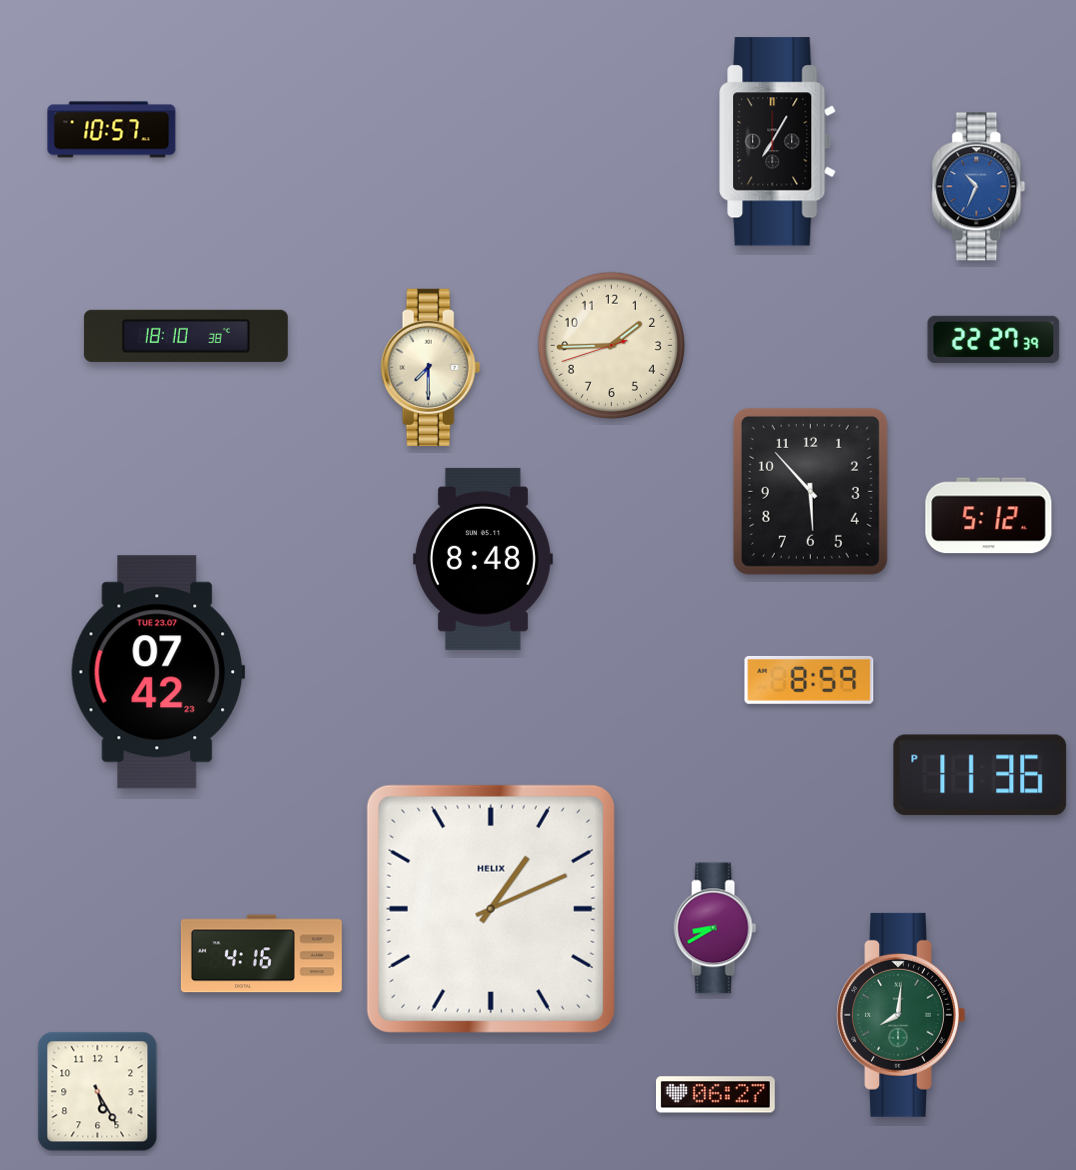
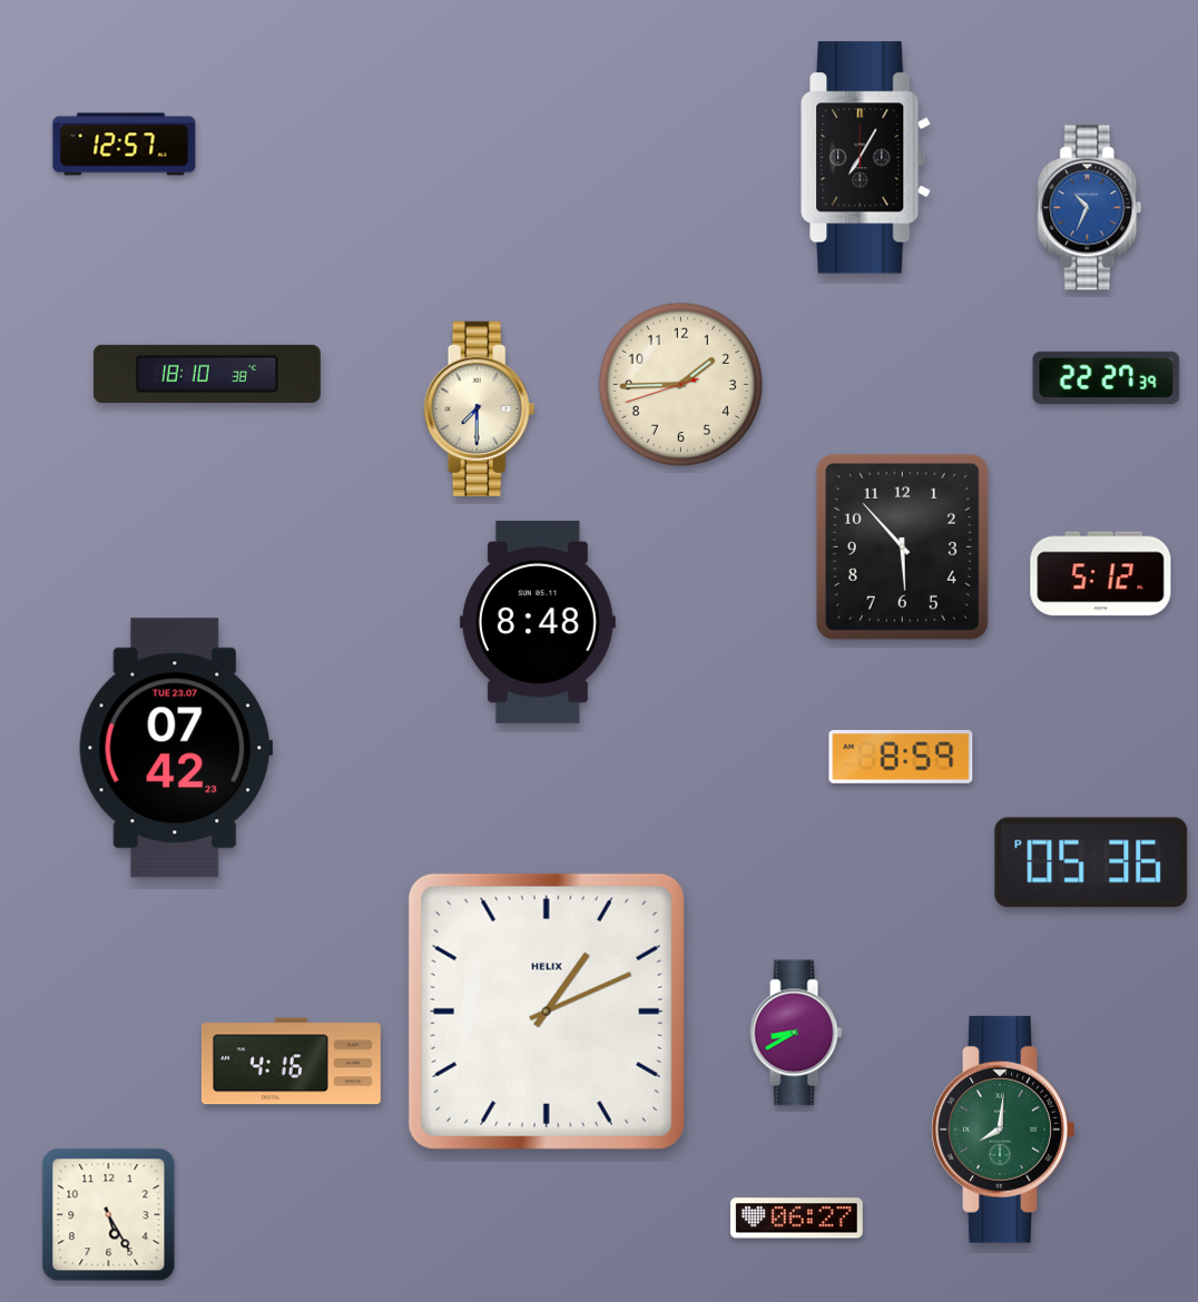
clock at (112, 130): 10:57 -> 12:57
clock at (980, 775): 11:36 -> 05:36
